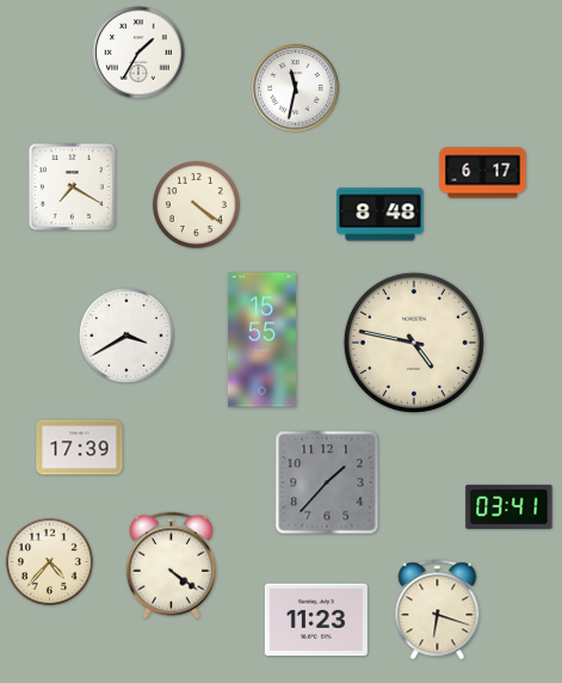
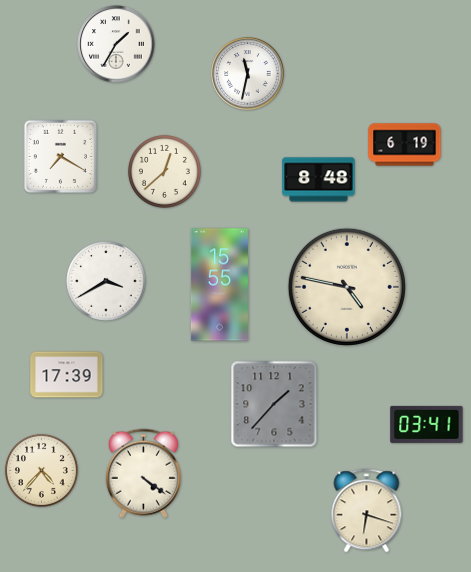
clock at (483, 173): 6:17 -> 6:19
clock at (196, 204): 4:21 -> 12:38
clock at (316, 620): 11:23 -> none
